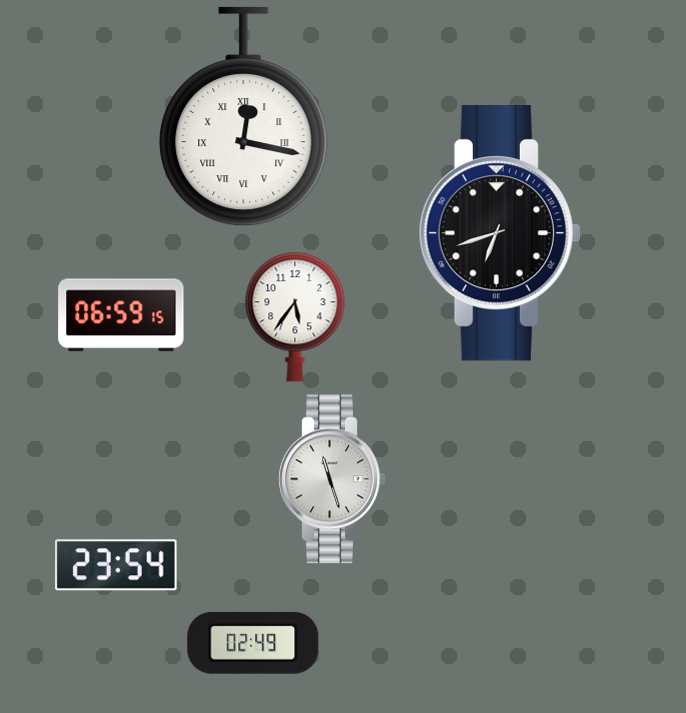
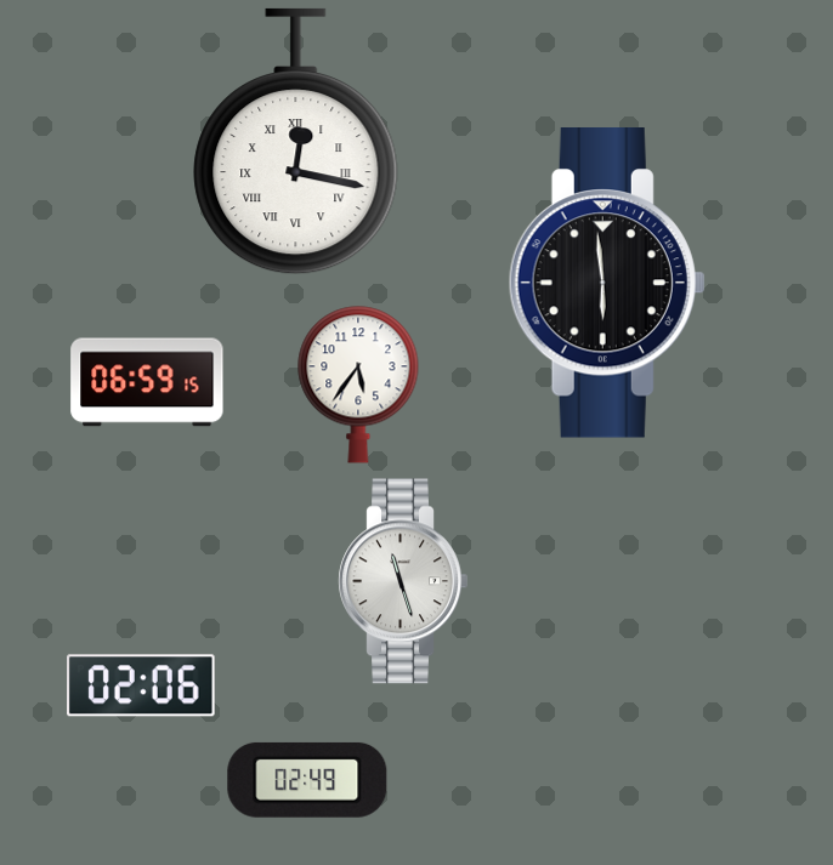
clock at (500, 234): 6:42 -> 5:59
clock at (117, 565): 23:54 -> 02:06
